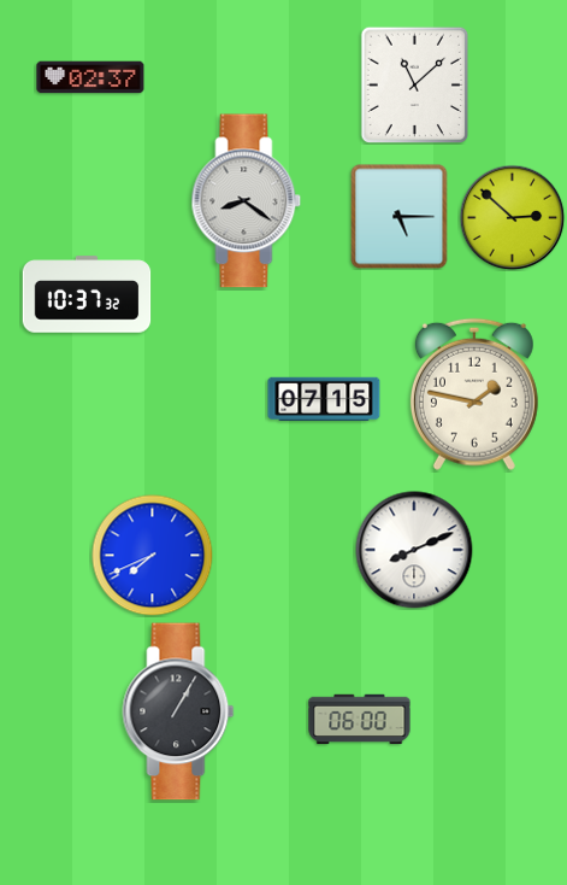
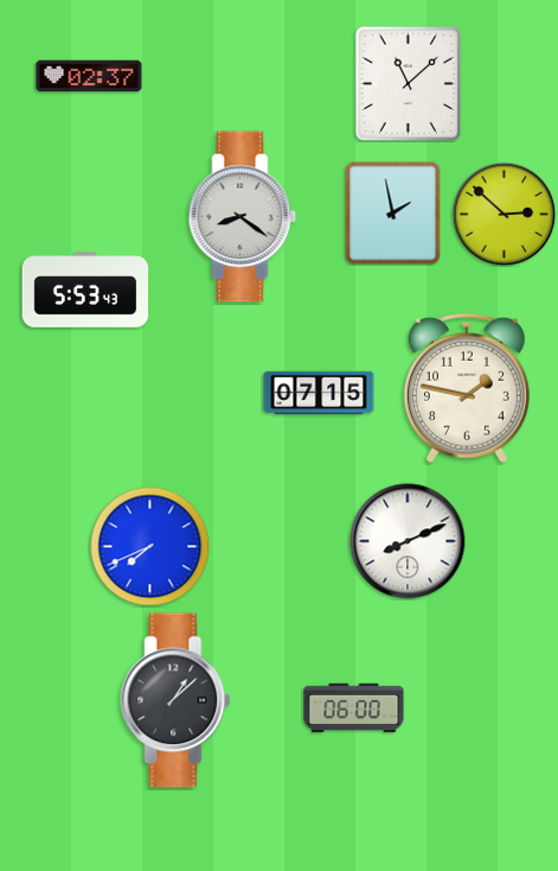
clock at (247, 201) position: (247, 201) -> (243, 217)
clock at (400, 216): 5:15 -> 1:58
clock at (87, 294): 10:37 -> 5:53
clock at (178, 711): 1:05 -> 1:08
